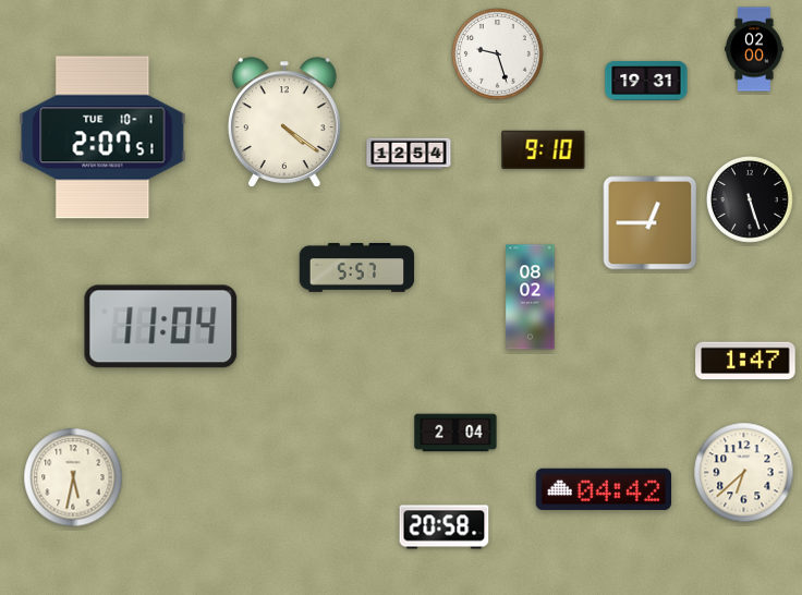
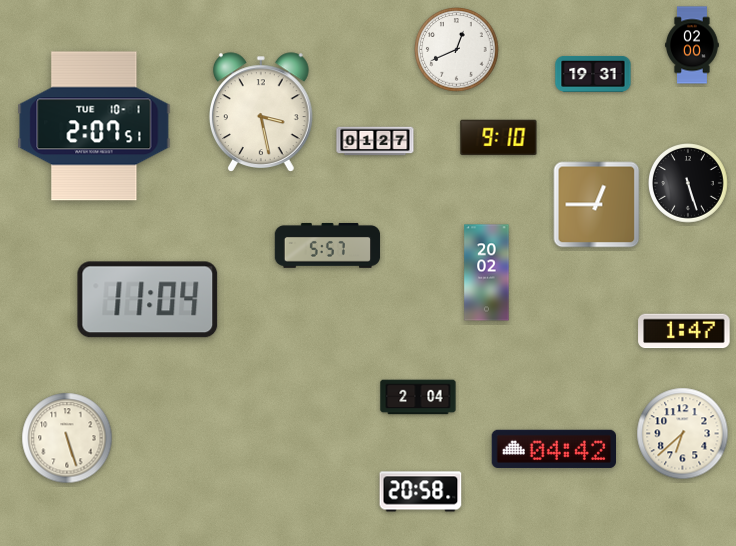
clock at (498, 54): 9:27 -> 12:41
clock at (284, 122): 4:21 -> 3:28
clock at (409, 154): 12:54 -> 01:27
clock at (531, 297): 08:02 -> 20:02
clock at (73, 477): 5:32 -> 5:27
clock at (445, 527) position: (445, 527) -> (421, 492)
